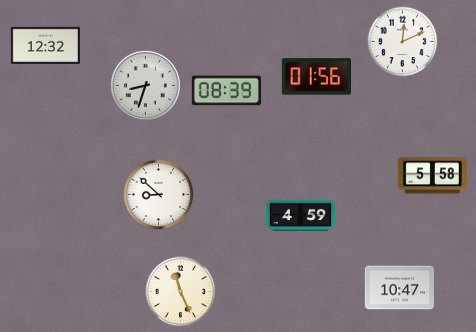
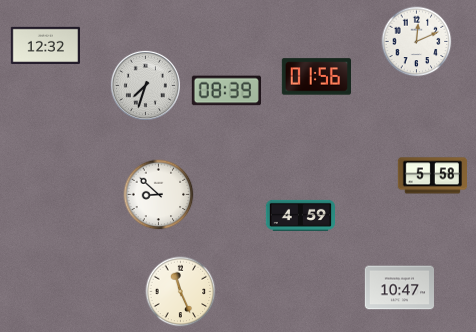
clock at (403, 42) position: (403, 42) -> (417, 42)
clock at (145, 85): 8:33 -> 7:33
